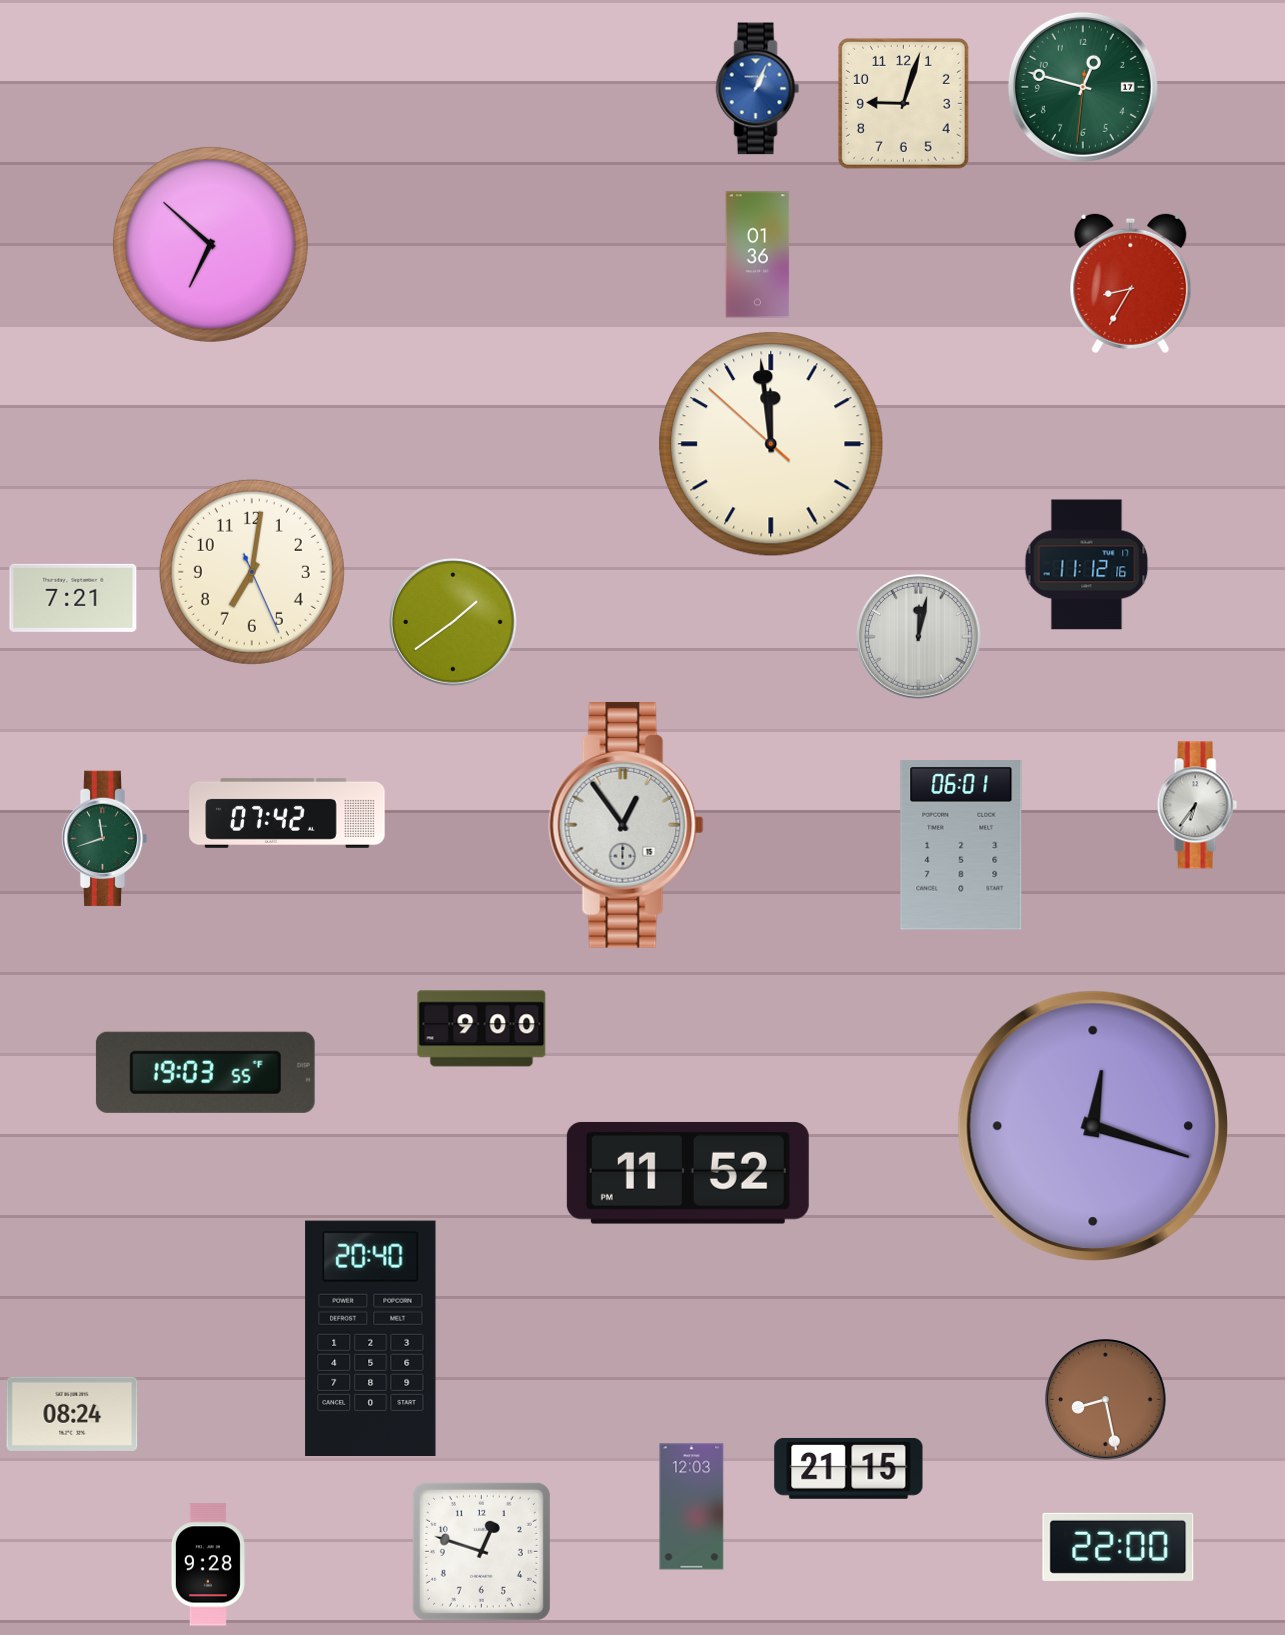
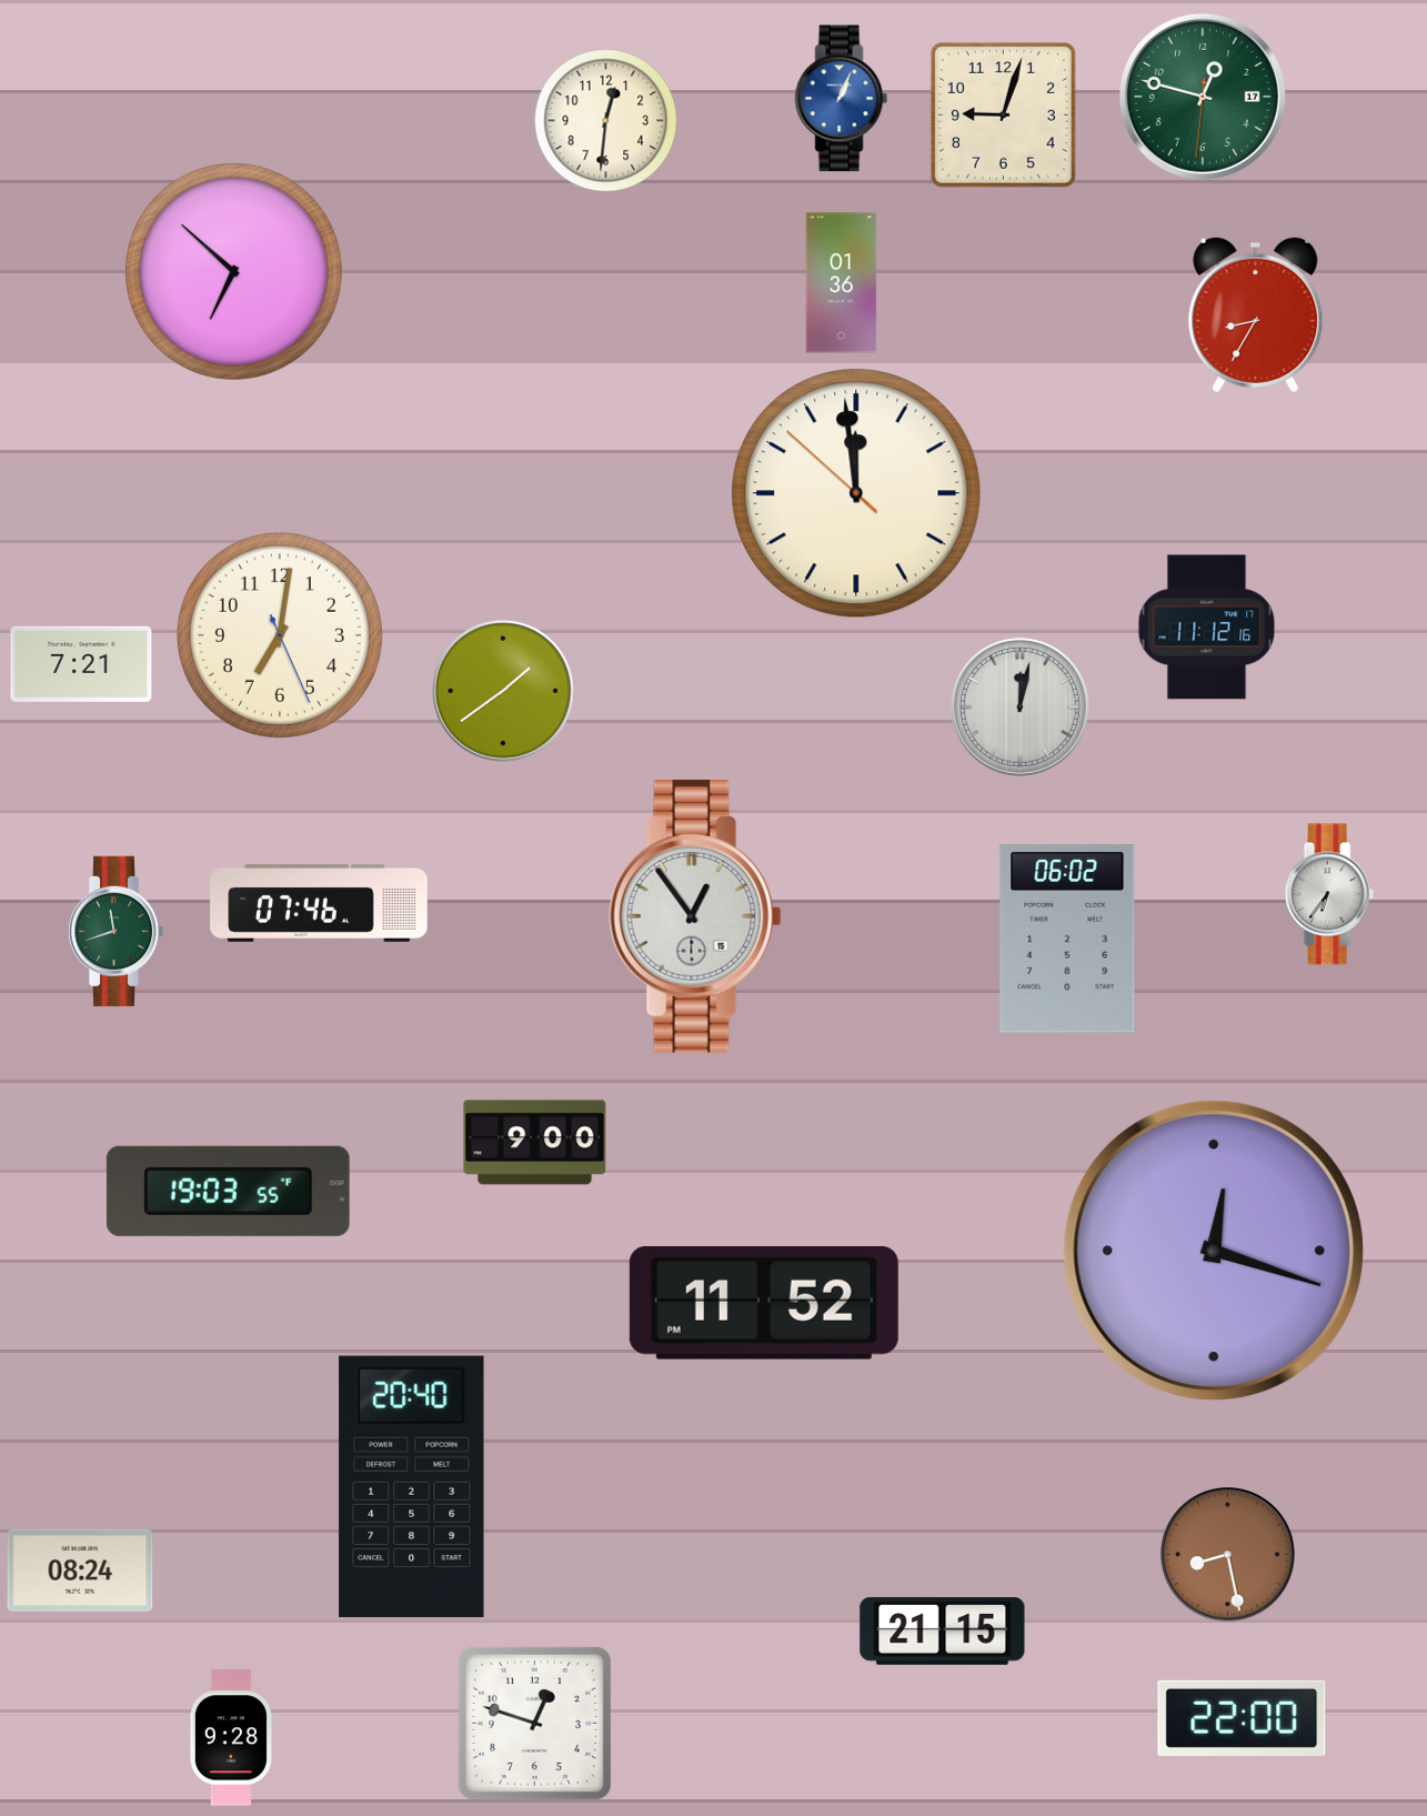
clock at (606, 121): none -> 12:31
clock at (287, 813): 07:42 -> 07:46
clock at (961, 845): 06:01 -> 06:02
clock at (692, 1507): 12:03 -> none
